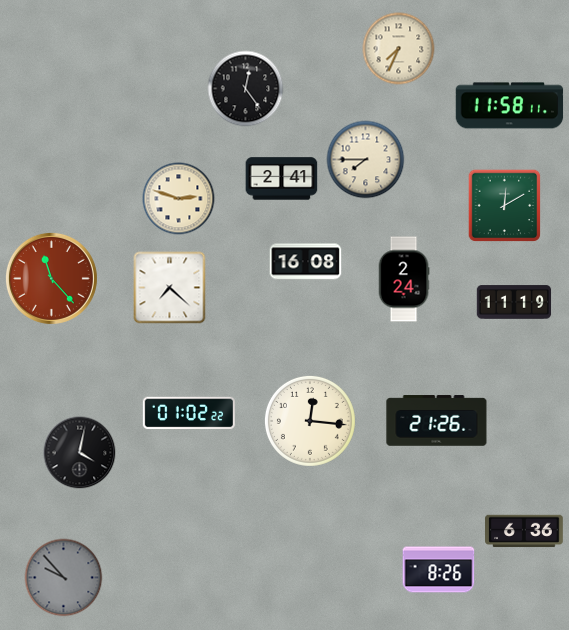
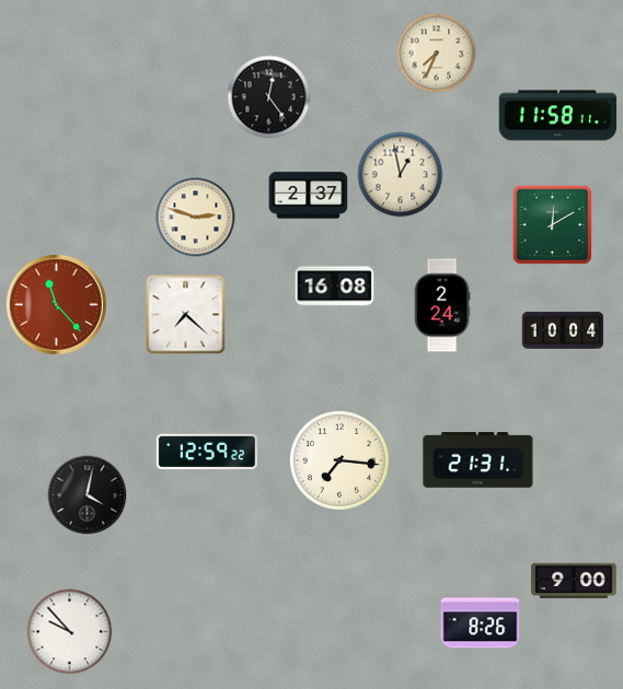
clock at (366, 160): 7:45 -> 12:58
clock at (282, 179): 2:41 -> 2:37
clock at (514, 302): 11:19 -> 10:04
clock at (189, 413): 01:02 -> 12:59
clock at (310, 421): 12:16 -> 7:16
clock at (437, 421): 21:26 -> 21:31
clock at (524, 531): 6:36 -> 9:00
clock at (64, 578) dial: grey -> white
